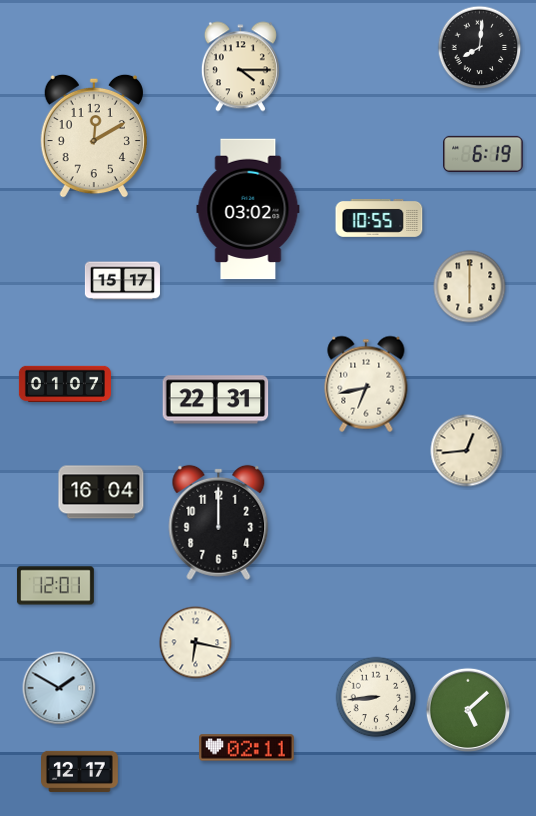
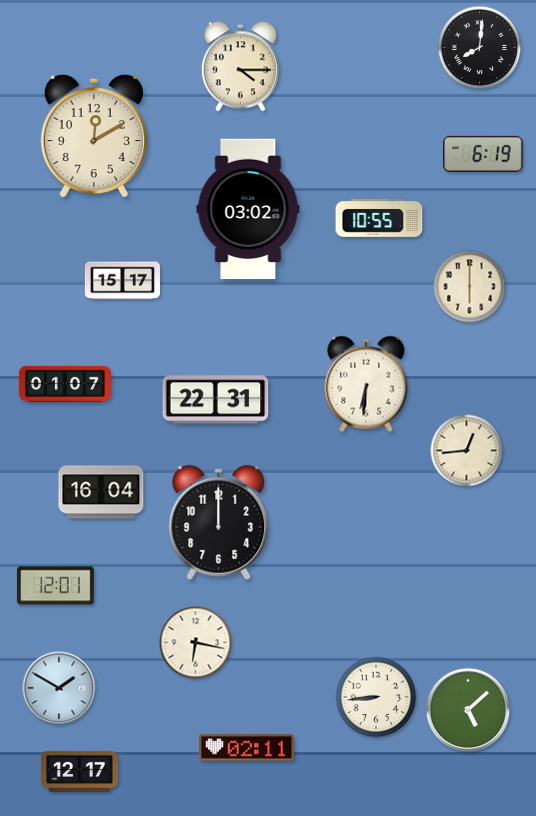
clock at (366, 384): 6:43 -> 6:31
